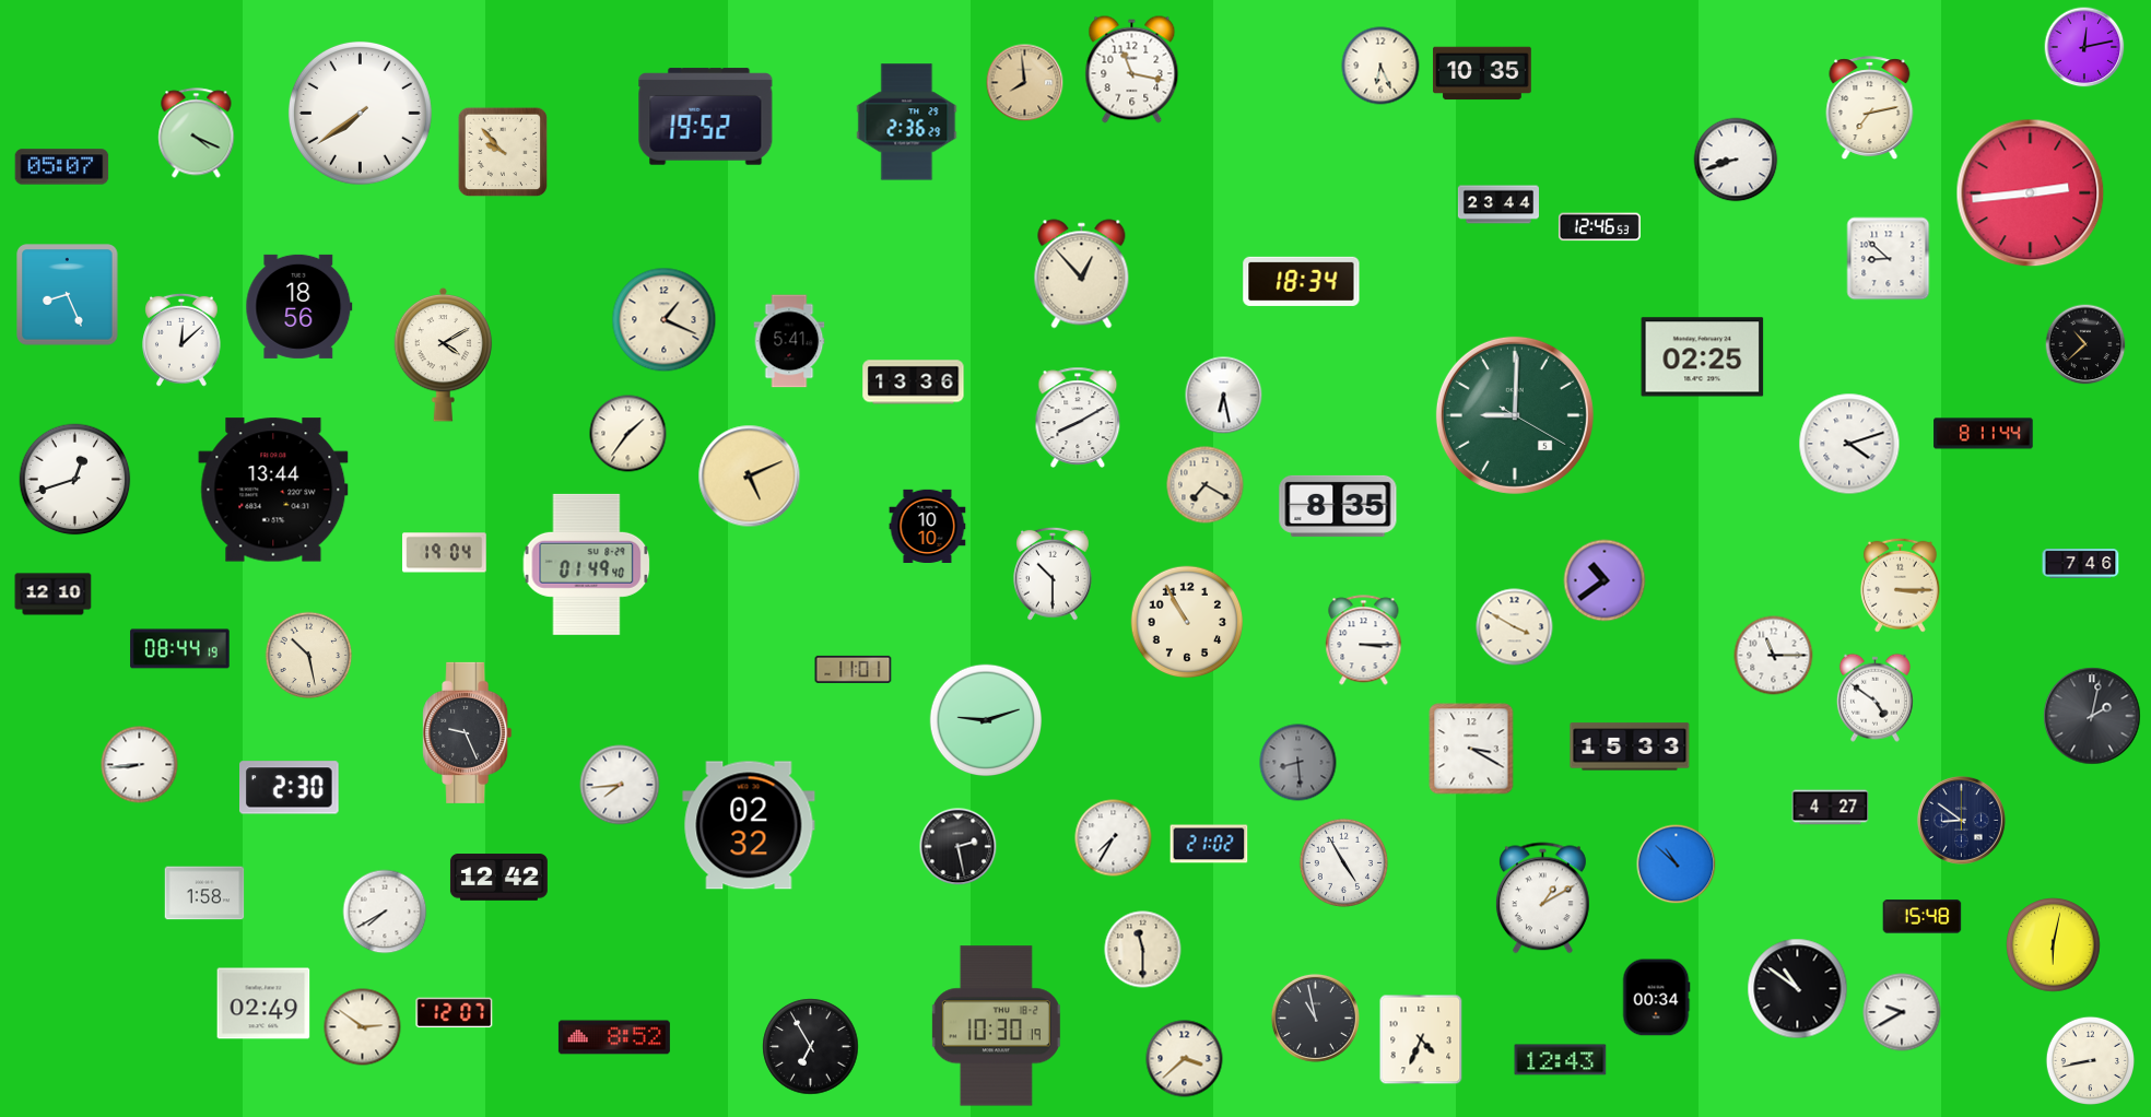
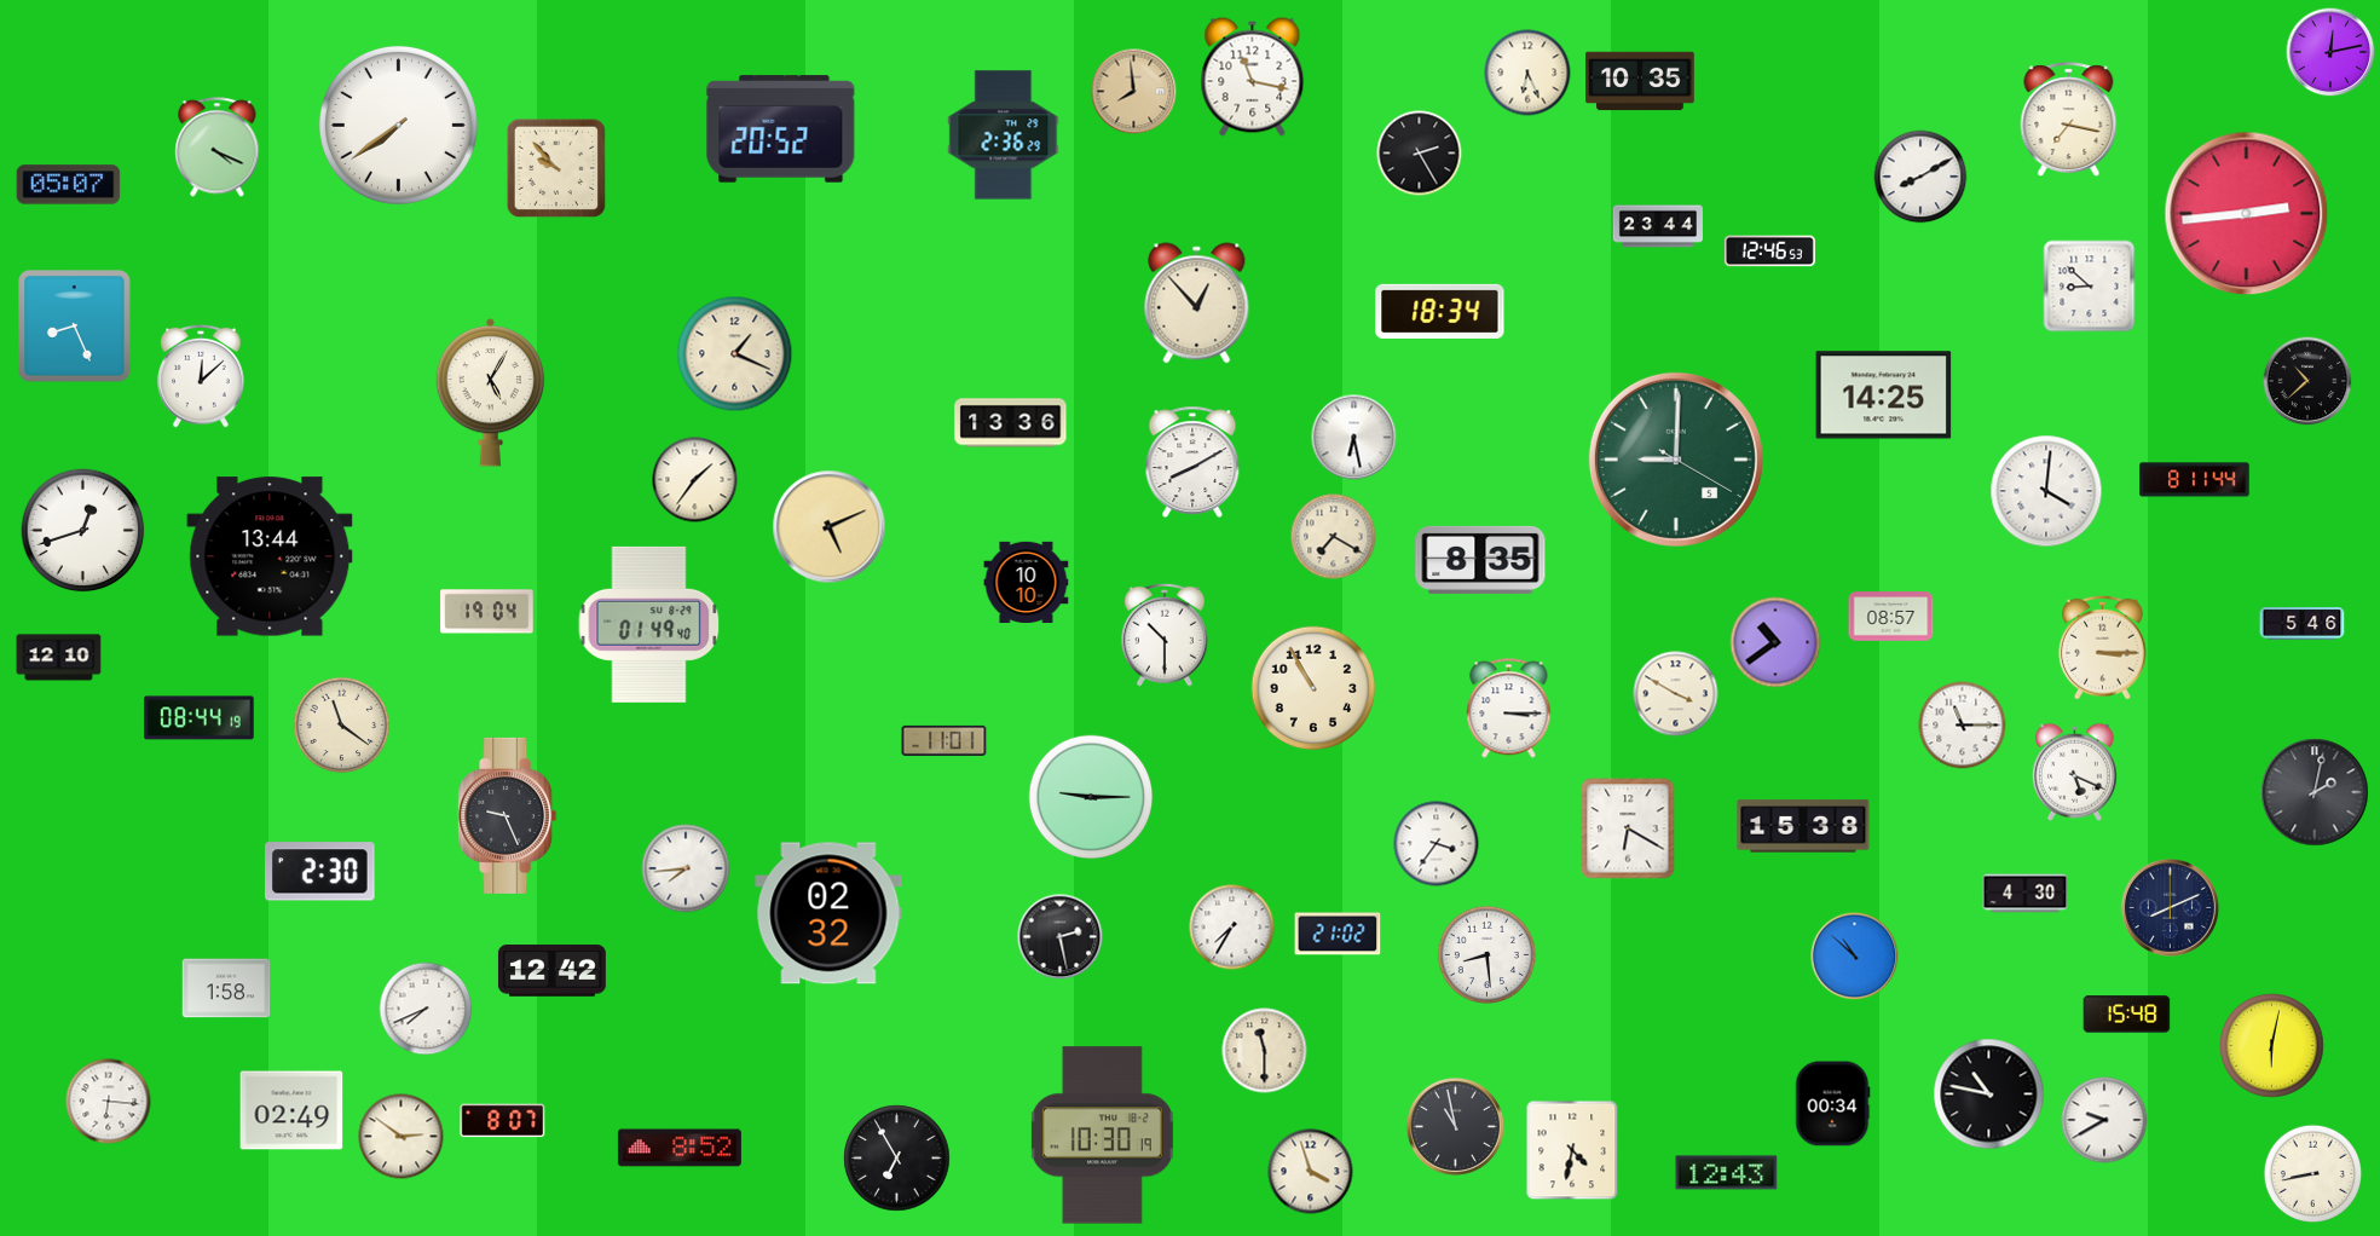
clock at (2084, 47) position: (2084, 47) -> (2330, 52)
clock at (1870, 107): 7:13 -> 7:17
clock at (706, 117): 19:52 -> 20:52
clock at (1420, 154): none -> 2:25
clock at (1736, 160): 8:42 -> 8:10
clock at (299, 306): 18:56 -> none
clock at (789, 341): 5:41 -> none
clock at (444, 354): 4:10 -> 5:05
clock at (1703, 357): 02:25 -> 14:25
clock at (1849, 444): 4:12 -> 4:01
clock at (273, 490) position: (273, 490) -> (270, 556)
clock at (445, 553) position: (445, 553) -> (487, 612)
clock at (1891, 617): none -> 08:57
clock at (2081, 564): 7:46 -> 5:46
clock at (309, 656): 10:28 -> 11:21
clock at (1874, 697): 4:51 -> 5:19
clock at (986, 720): 9:12 -> 9:15
clock at (468, 732) position: (468, 732) -> (508, 815)
clock at (1630, 746): 15:33 -> 15:38
clock at (1471, 749): 3:20 -> 6:20
clock at (1298, 763): 8:29 -> 3:36
clock at (1298, 763) dial: grey -> white
clock at (140, 765): 8:44 -> none
clock at (1831, 808): 4:27 -> 4:30
clock at (1961, 820): 8:51 -> 8:11
clock at (1343, 862): 4:55 -> 8:29
clock at (1542, 898): 1:10 -> none
clock at (385, 912): 7:40 -> 7:41
clock at (1798, 989): 10:51 -> 10:47
clock at (109, 1102): none -> 6:16
clock at (455, 1013): 12:07 -> 8:07
clock at (1421, 1039): 4:34 -> 4:32
clock at (1185, 1059): 3:38 -> 3:57
